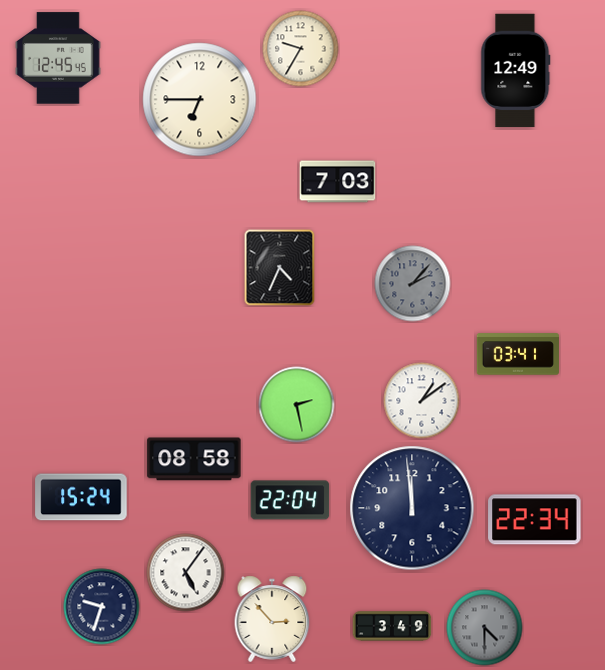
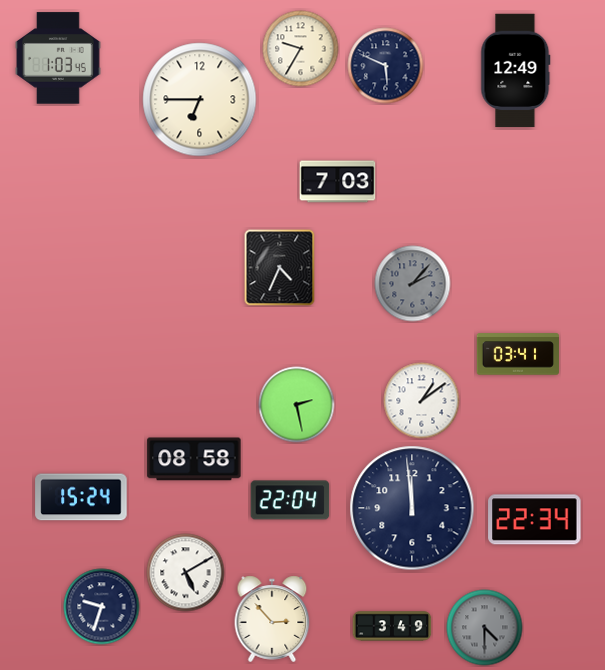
clock at (58, 58): 12:45 -> 1:03
clock at (386, 66): none -> 5:49
clock at (186, 573): 5:06 -> 5:10
